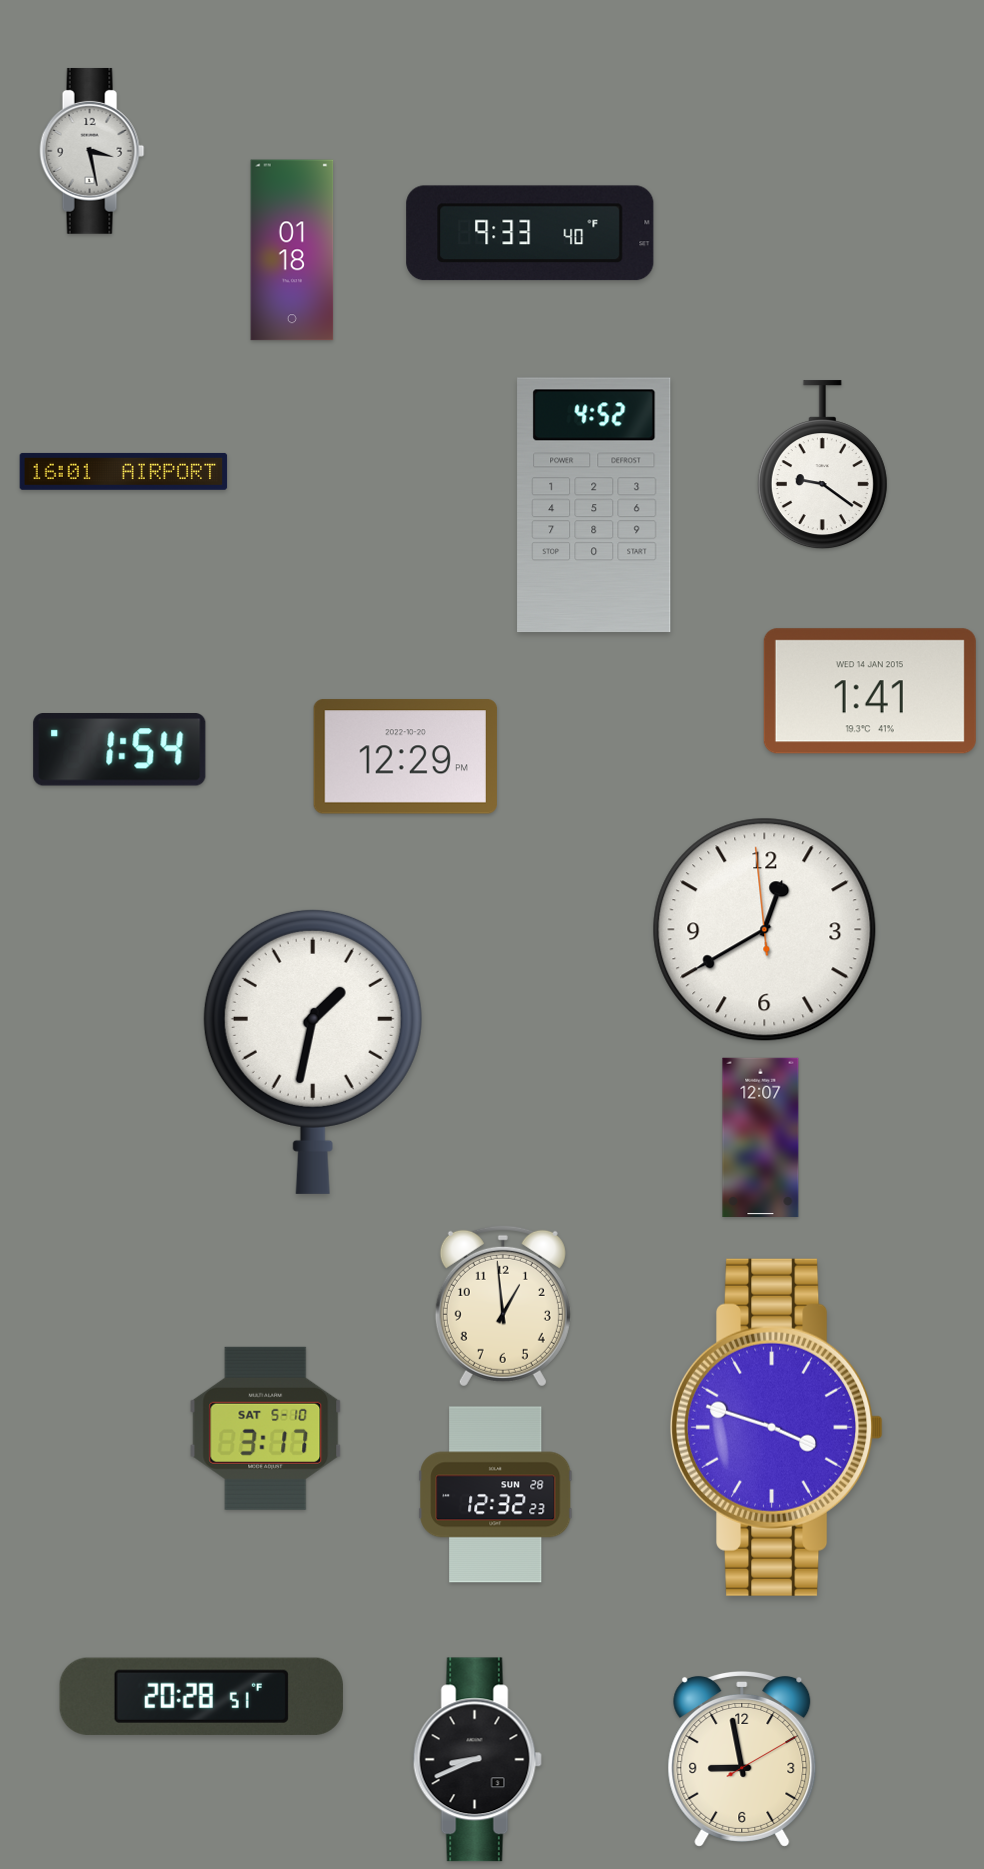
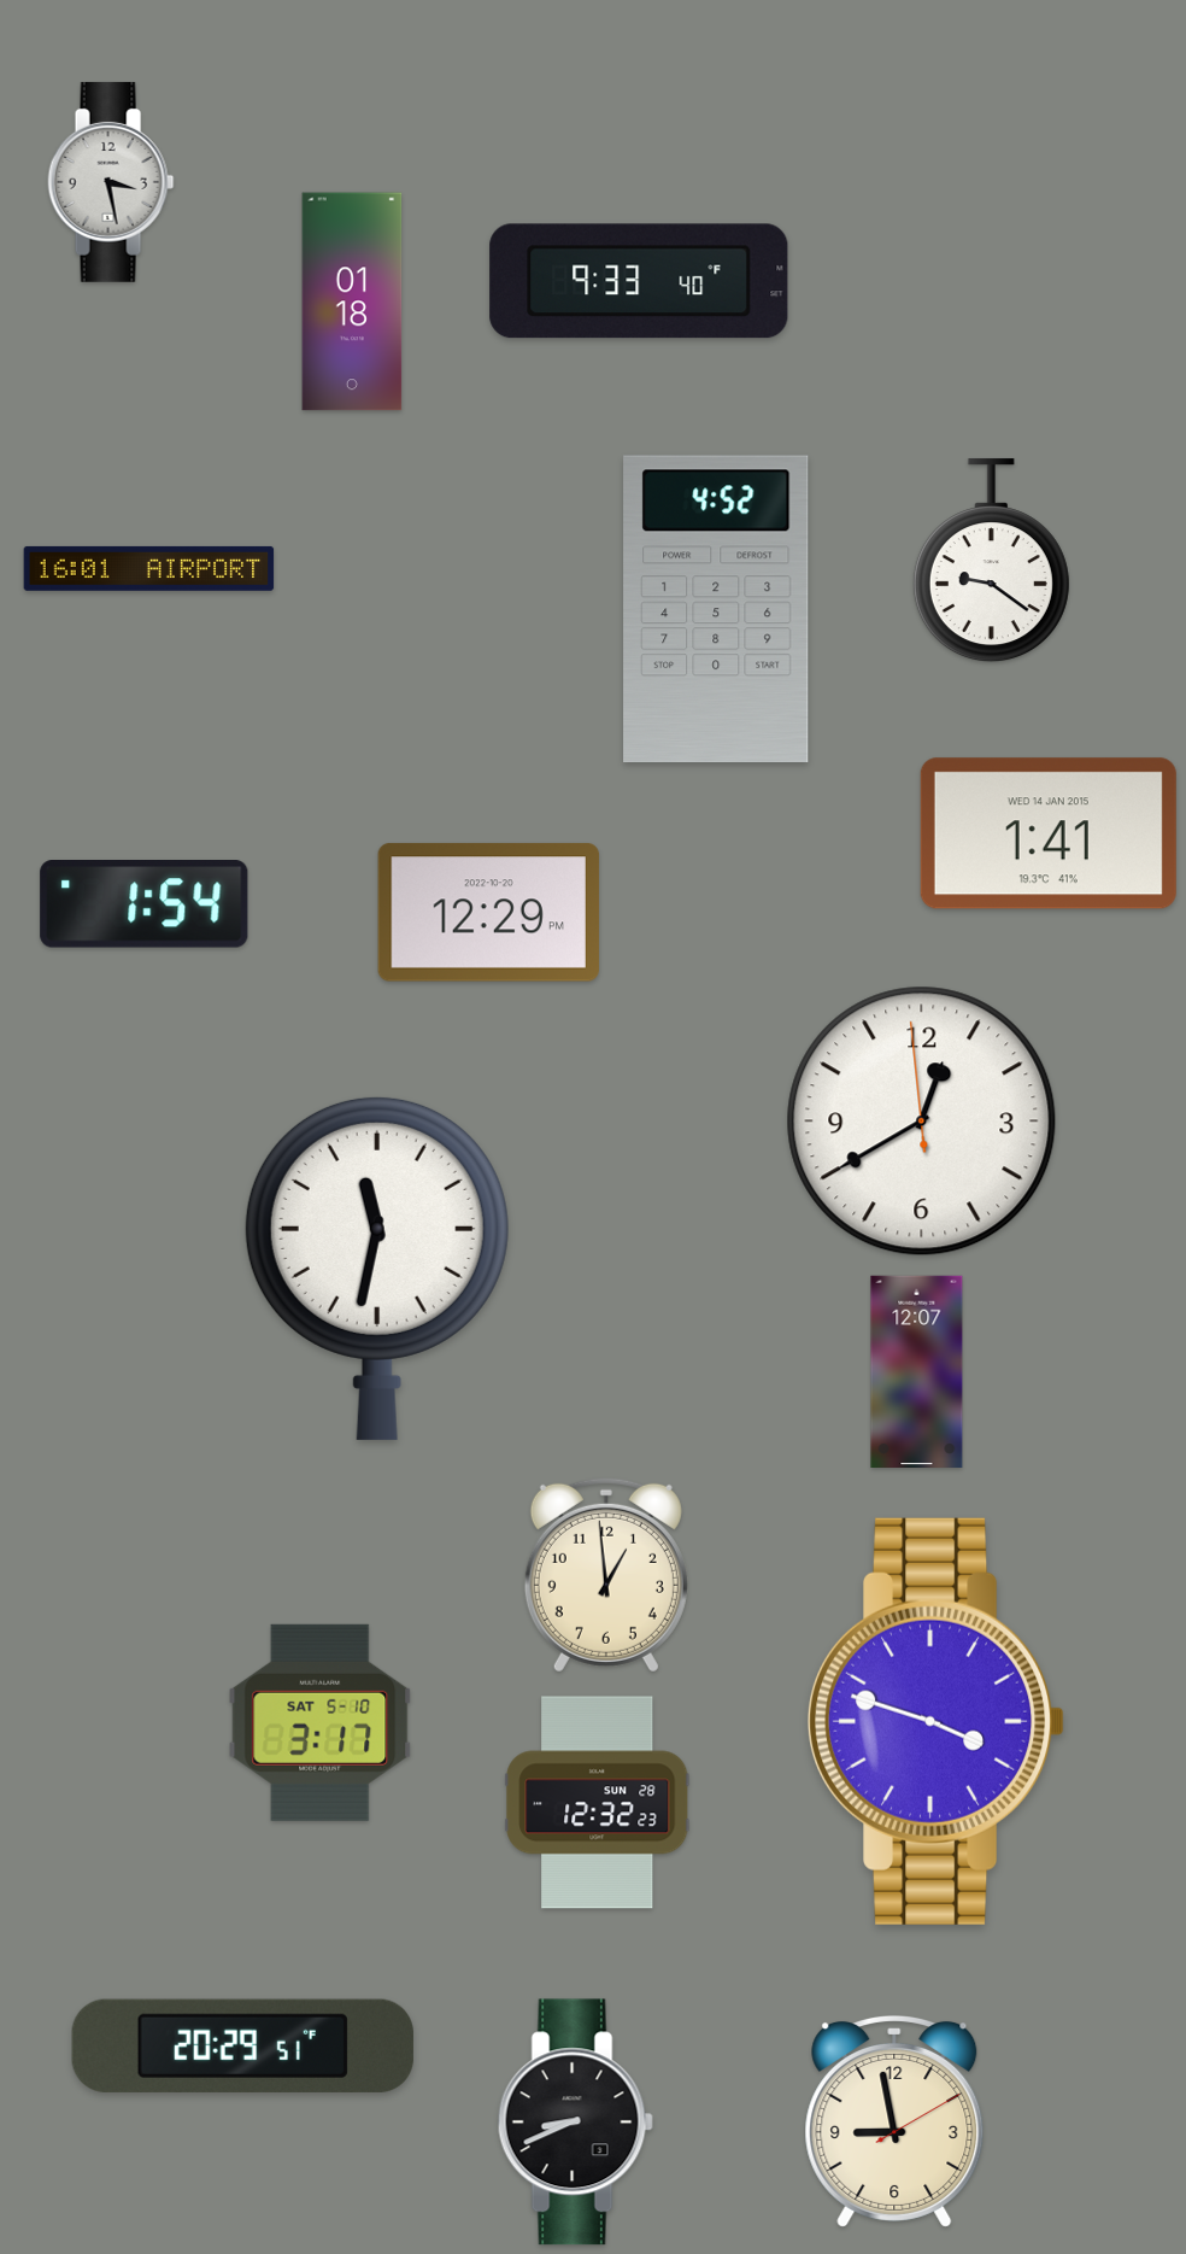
clock at (313, 1051): 1:32 -> 11:32
clock at (201, 1696): 20:28 -> 20:29
